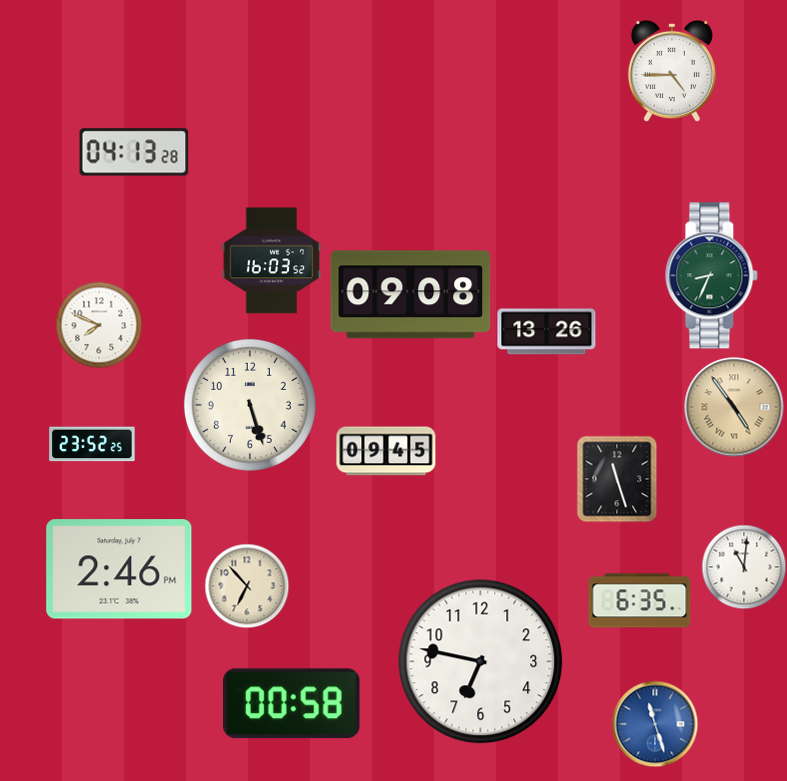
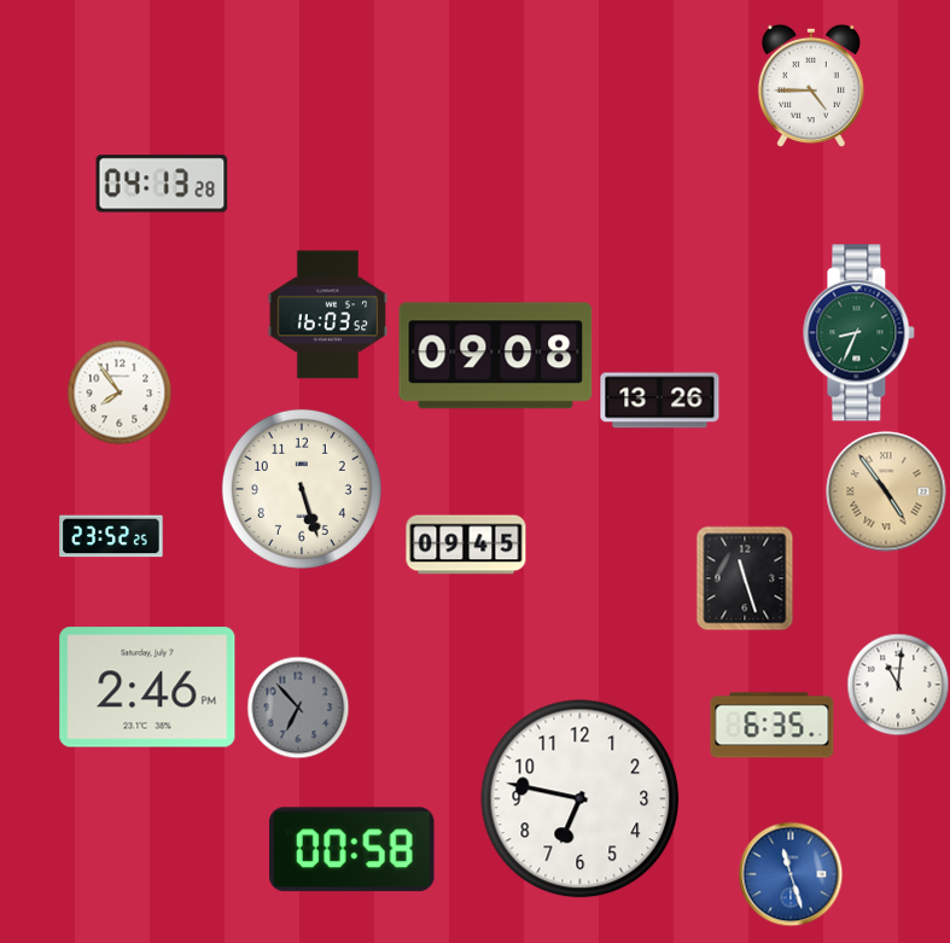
clock at (99, 325): 7:49 -> 7:54
clock at (119, 569) position: (119, 569) -> (147, 687)
clock at (247, 586) dial: cream -> grey
